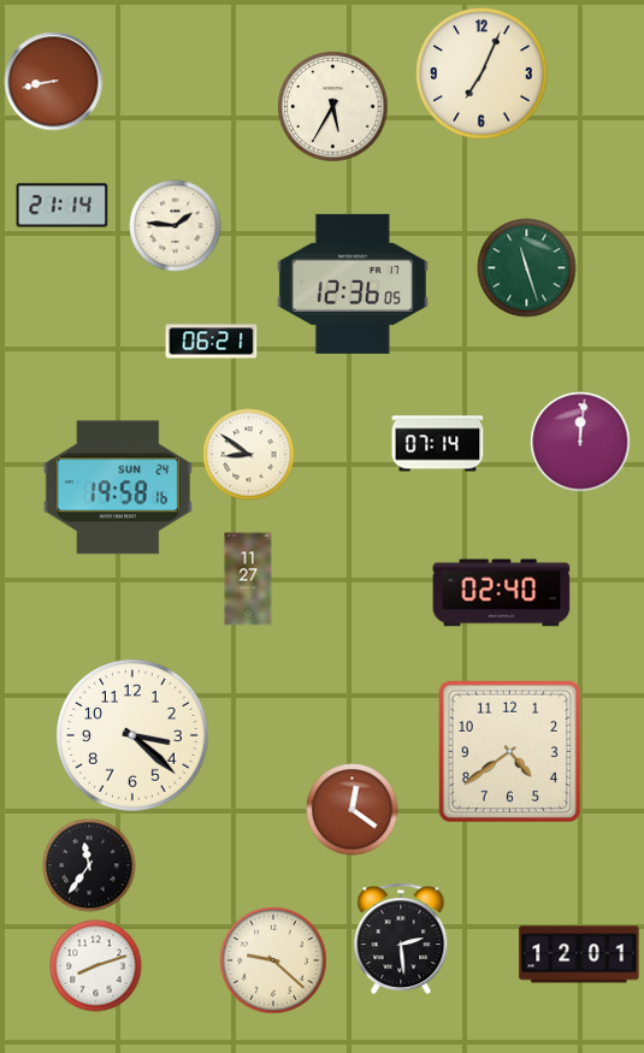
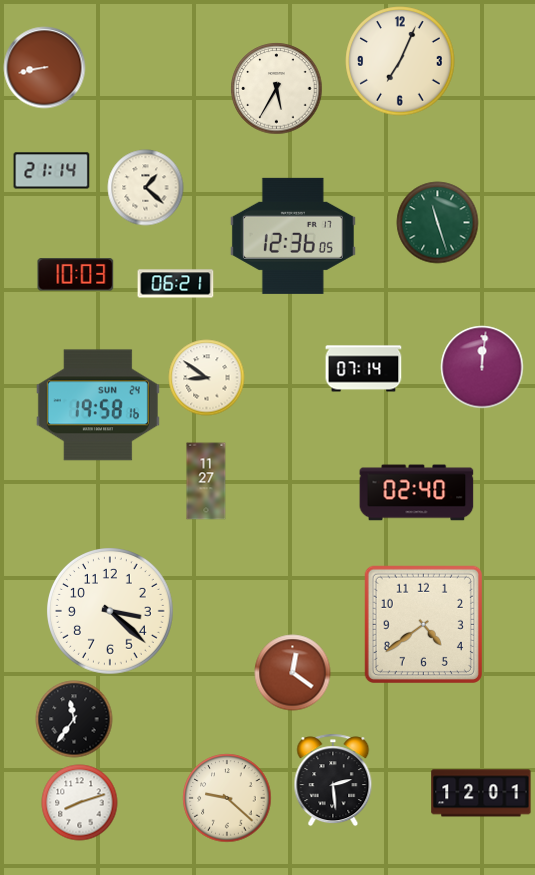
clock at (176, 226): 1:46 -> 1:22
clock at (76, 275): none -> 10:03
